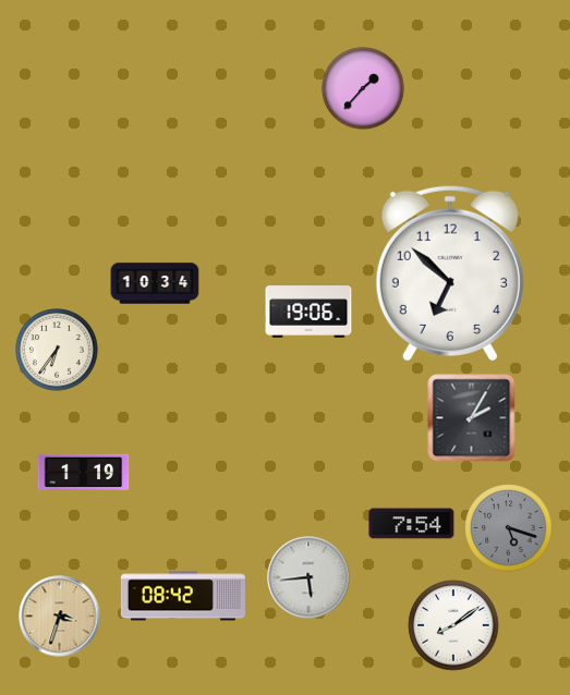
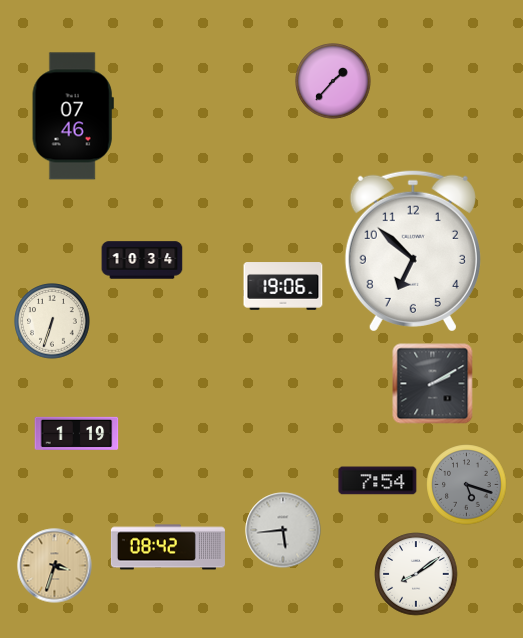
clock at (73, 116): none -> 07:46
clock at (57, 350): 6:36 -> 6:33
clock at (472, 418): 2:05 -> 2:10
